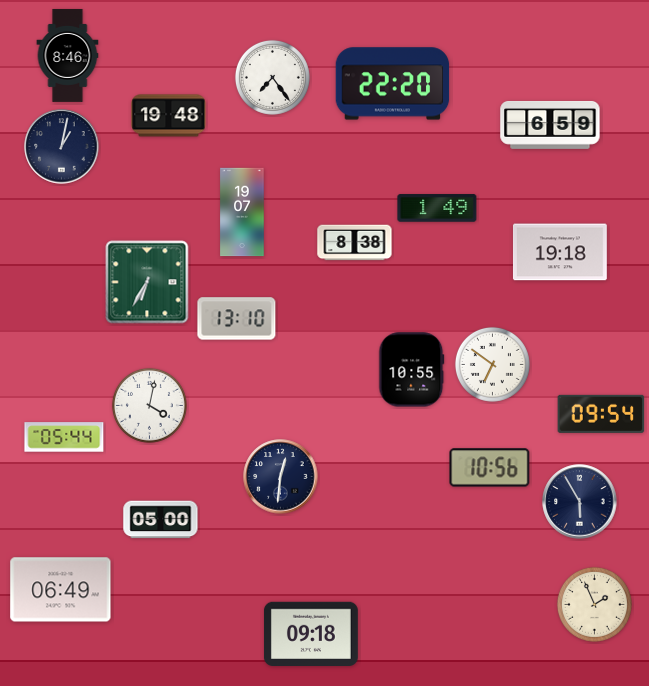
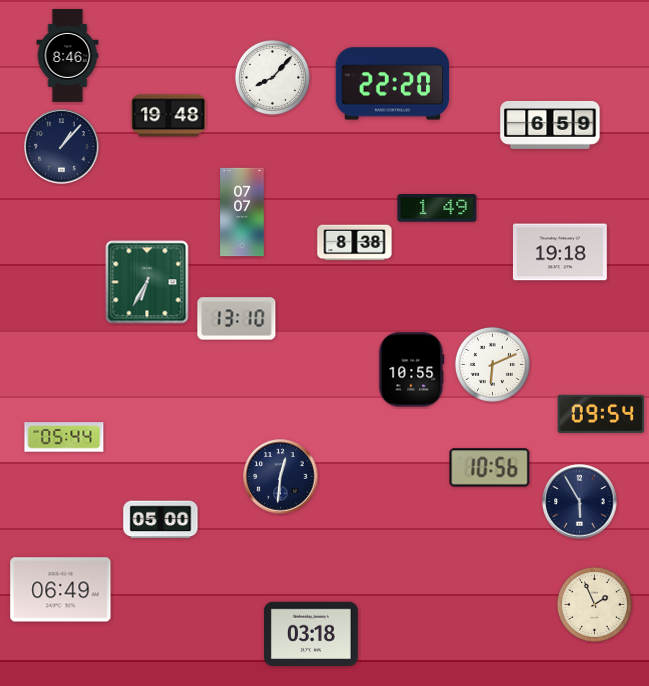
clock at (272, 77): 7:24 -> 8:07
clock at (62, 147): 1:02 -> 1:07
clock at (242, 212): 19:07 -> 07:07
clock at (492, 364): 6:51 -> 6:11
clock at (149, 405): 4:02 -> none
clock at (311, 633): 09:18 -> 03:18
